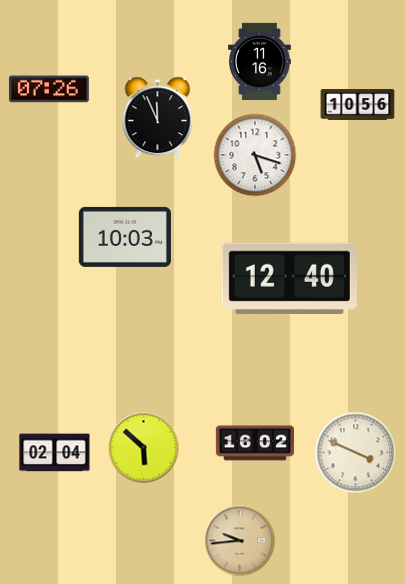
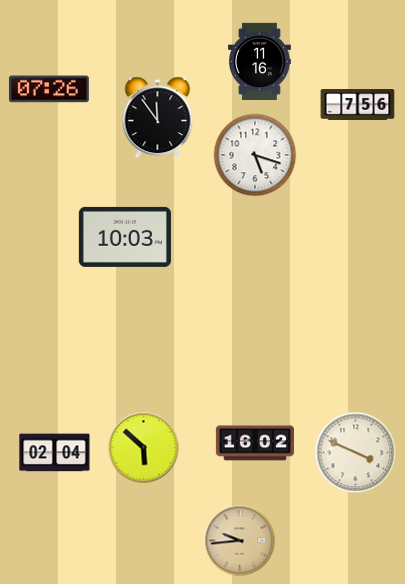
clock at (358, 105): 10:56 -> 7:56
clock at (158, 118): 11:56 -> 11:54
clock at (289, 279): 12:40 -> none
